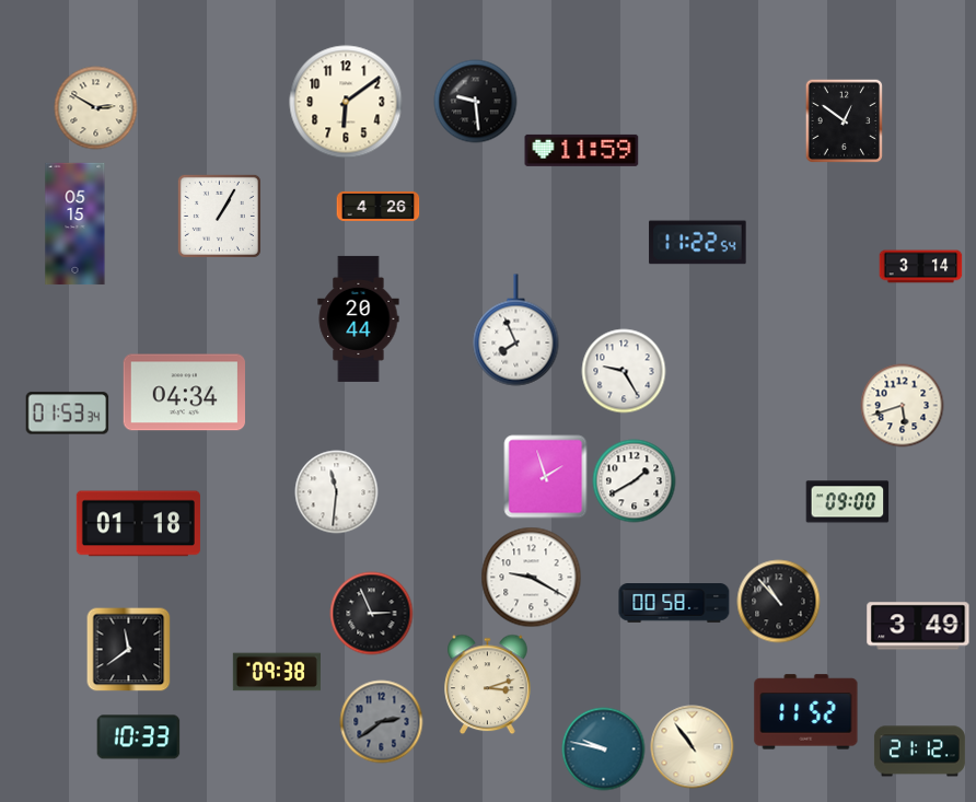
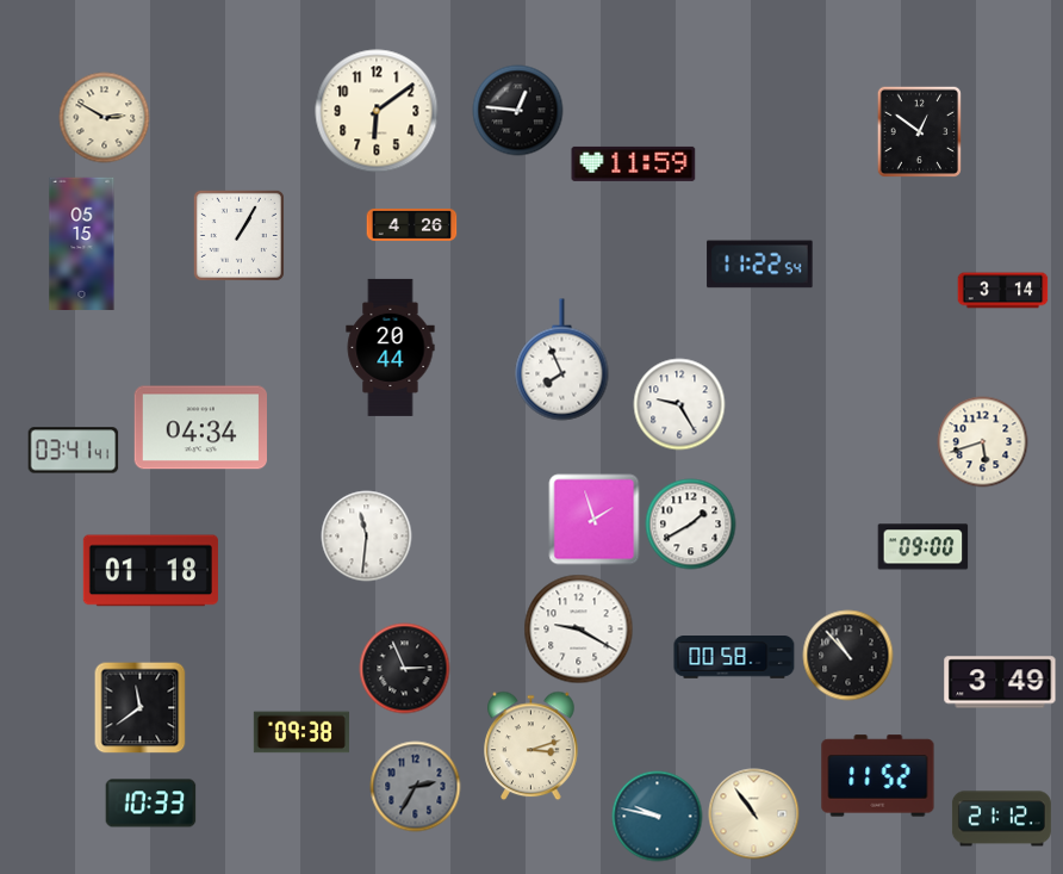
clock at (476, 102): 9:29 -> 12:46
clock at (68, 414): 01:53 -> 03:41
clock at (382, 722): 2:39 -> 2:35
